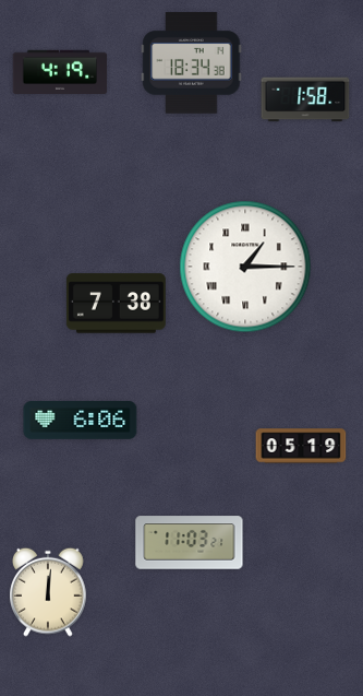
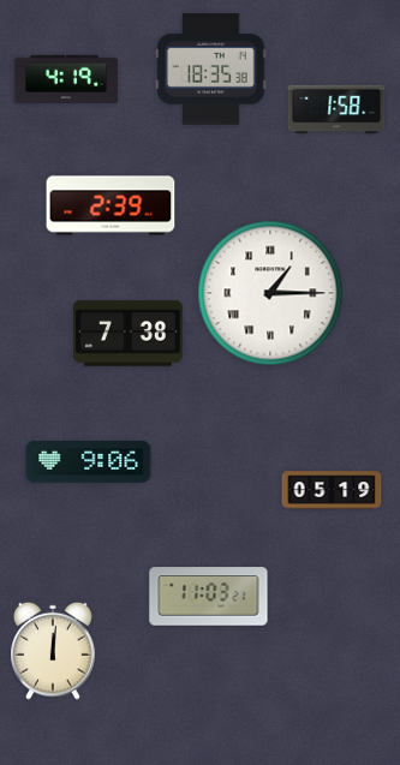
clock at (192, 63): 18:34 -> 18:35
clock at (111, 205): none -> 2:39
clock at (81, 421): 6:06 -> 9:06
